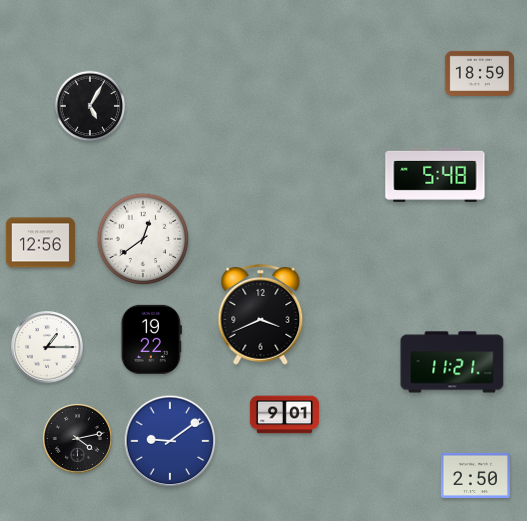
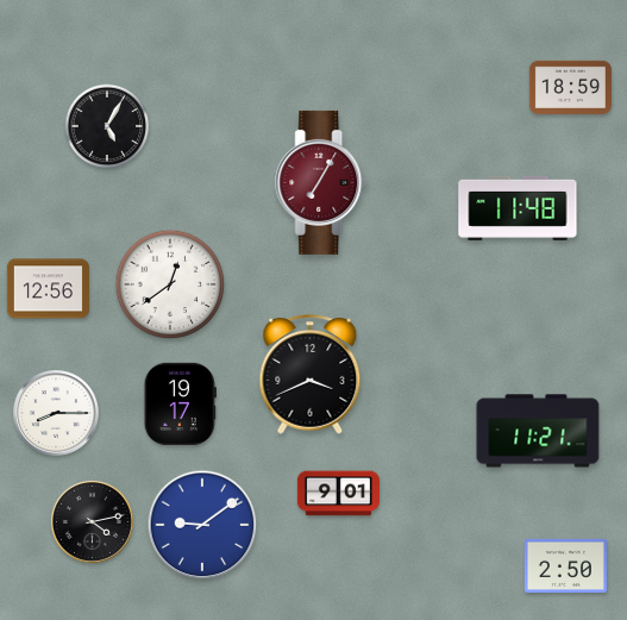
clock at (321, 182): none -> 7:05
clock at (435, 175): 5:48 -> 11:48
clock at (151, 339): 19:22 -> 19:17
clock at (47, 347): 1:15 -> 8:15
